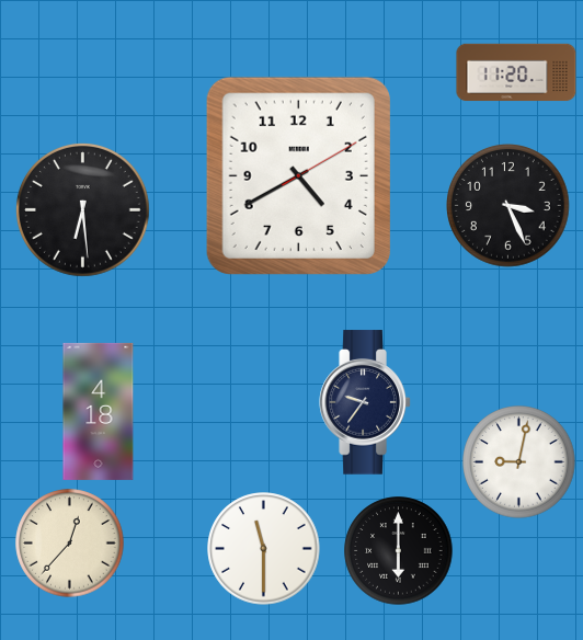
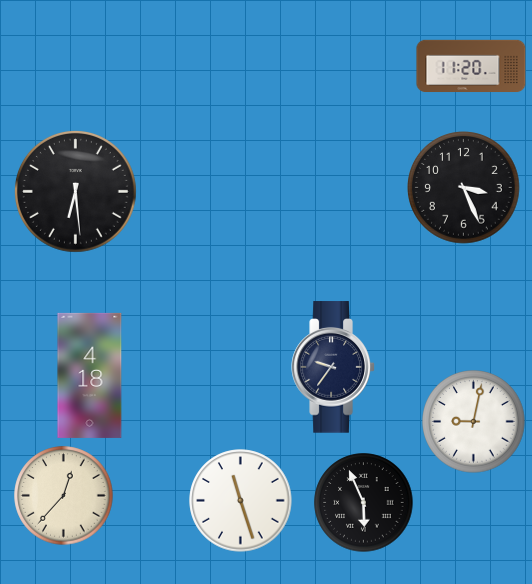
clock at (298, 175): 4:40 -> none
clock at (264, 549): 11:30 -> 11:27
clock at (399, 551): 6:00 -> 5:56
